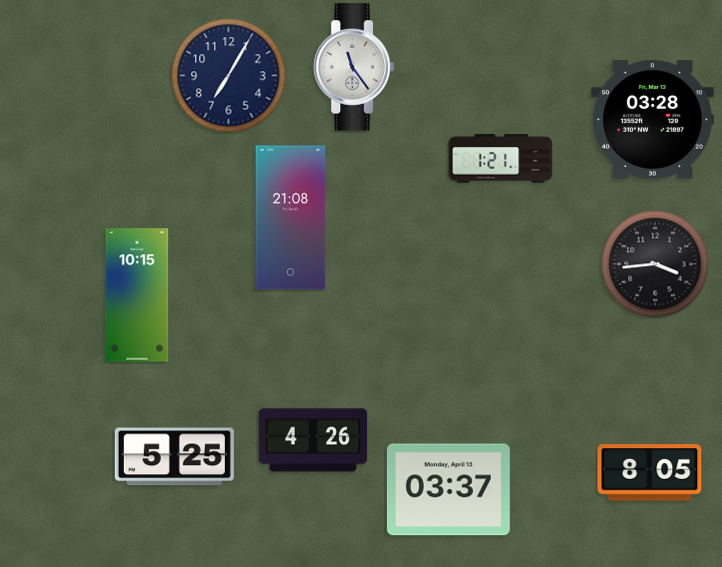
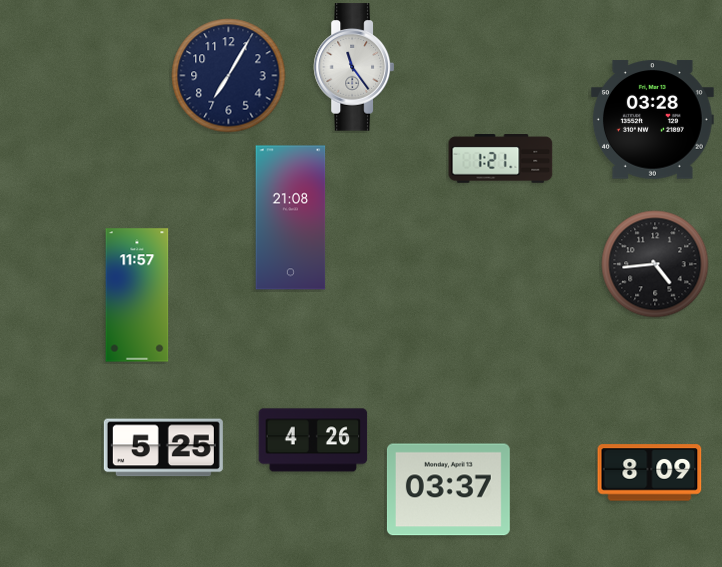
clock at (655, 264): 3:44 -> 4:44
clock at (137, 295): 10:15 -> 11:57
clock at (174, 457) position: (174, 457) -> (163, 448)
clock at (650, 473): 8:05 -> 8:09
